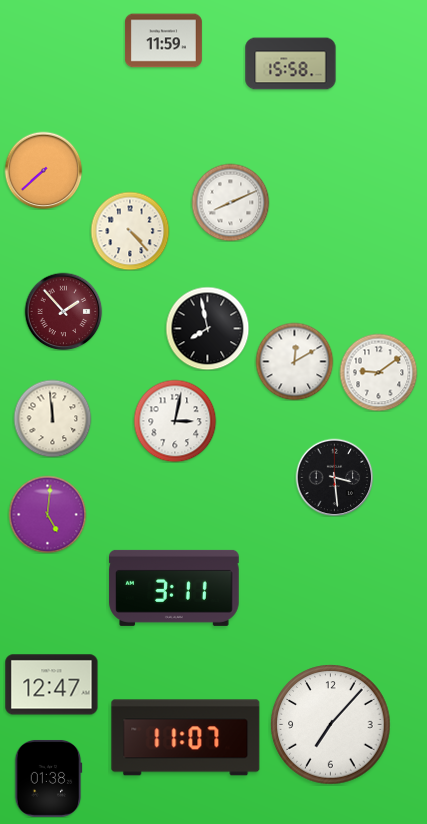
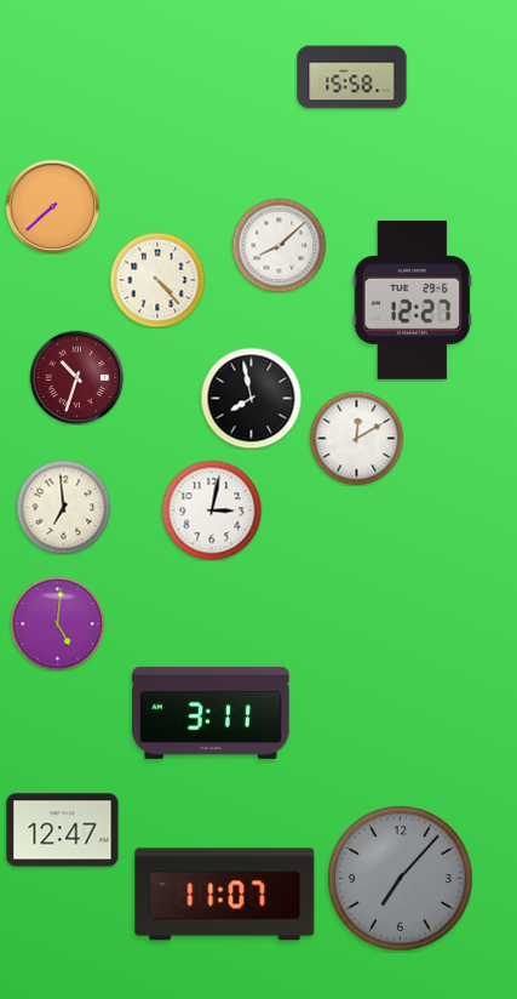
clock at (163, 41): 11:59 -> none
clock at (230, 202): 8:11 -> 8:08
clock at (413, 301): none -> 12:27
clock at (63, 311): 1:53 -> 10:33
clock at (378, 372): 9:09 -> none
clock at (52, 418): 11:59 -> 6:59
clock at (334, 477): 3:29 -> none
clock at (331, 725) dial: white -> grey
clock at (48, 778): 01:38 -> none
